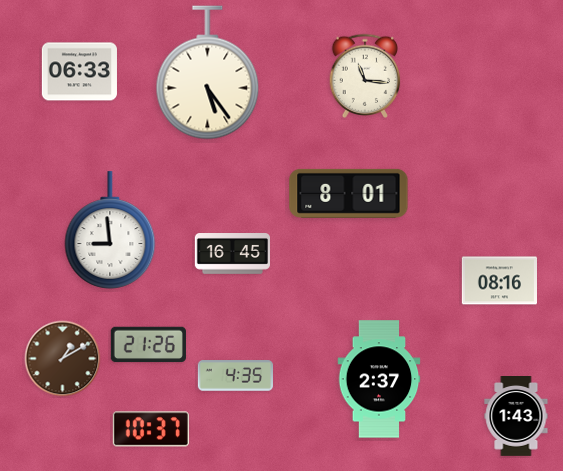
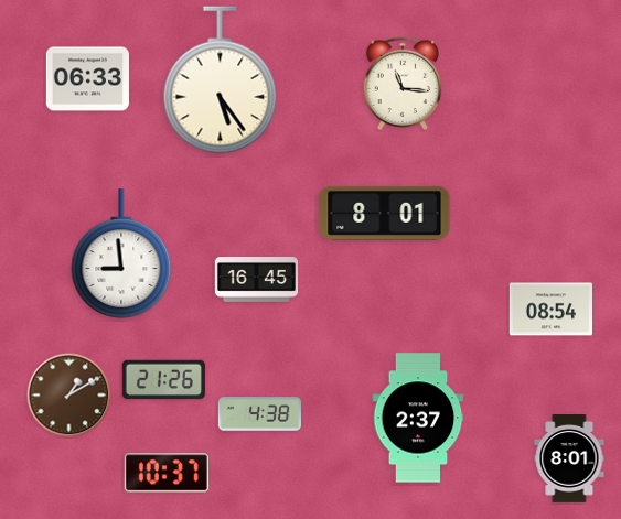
clock at (208, 73) position: (208, 73) -> (221, 80)
clock at (499, 281): 08:16 -> 08:54
clock at (235, 376): 4:35 -> 4:38
clock at (516, 417): 1:43 -> 8:01
